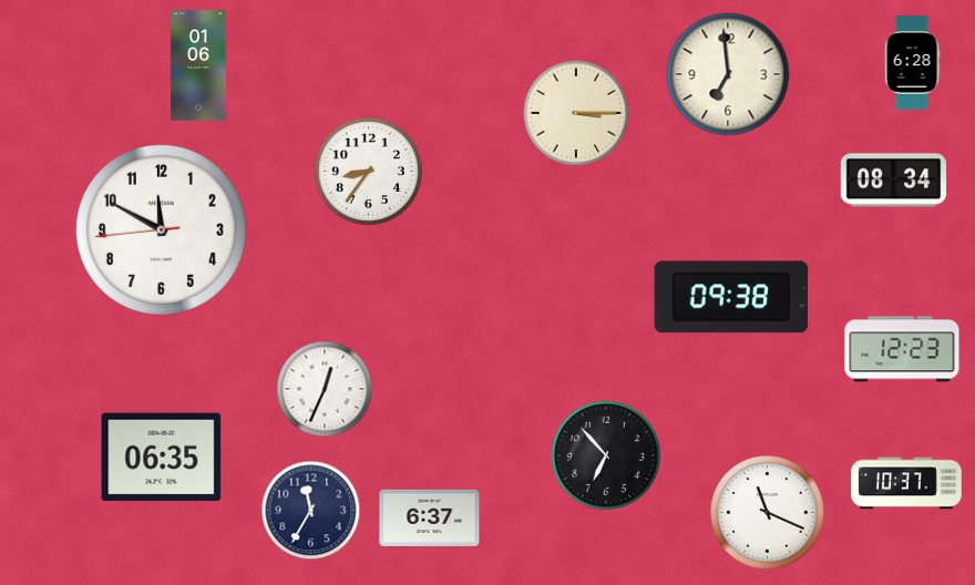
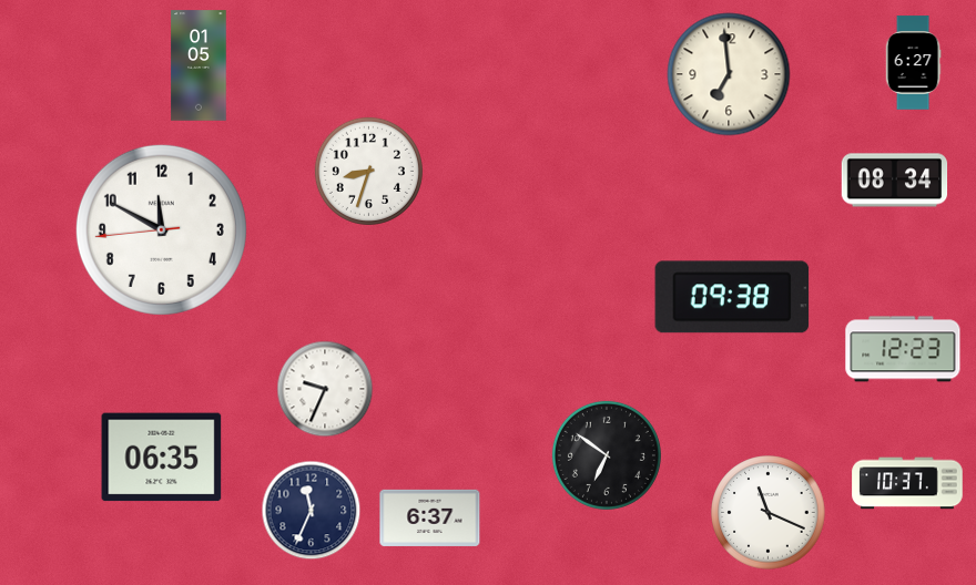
clock at (912, 63): 6:28 -> 6:27
clock at (198, 65): 01:06 -> 01:05
clock at (576, 113): 3:15 -> none
clock at (368, 171): 8:36 -> 8:33
clock at (325, 389): 12:34 -> 9:34
clock at (606, 455): 6:53 -> 6:51
clock at (311, 511): 11:35 -> 11:34
